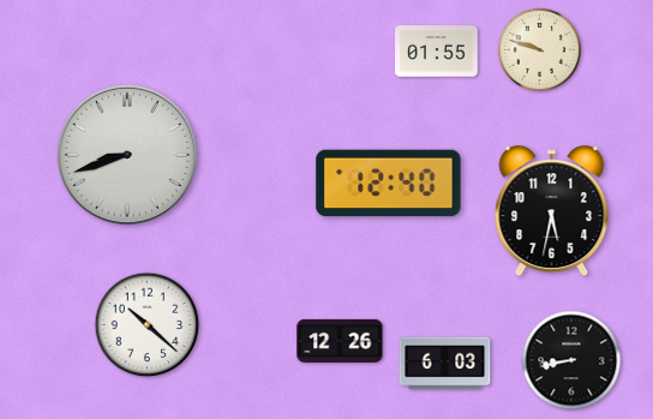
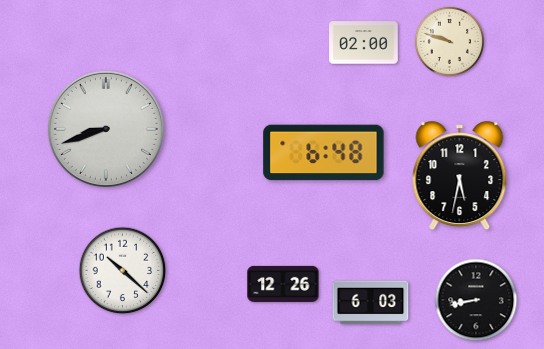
clock at (437, 52): 01:55 -> 02:00
clock at (389, 184): 12:40 -> 6:48
